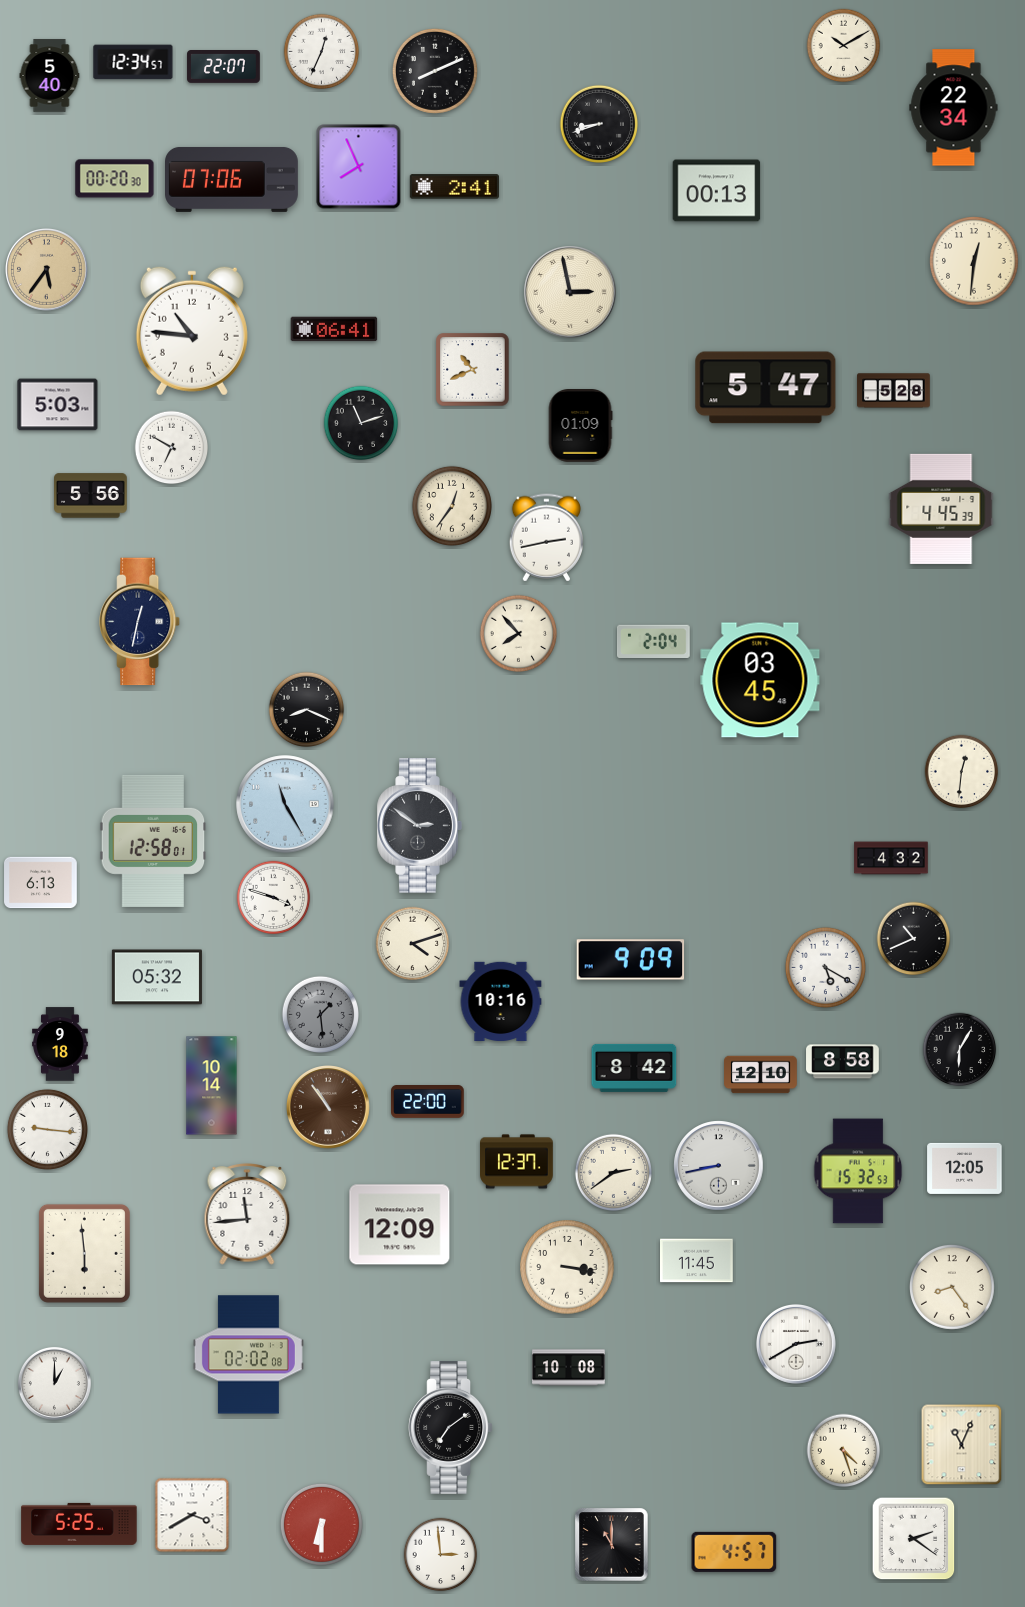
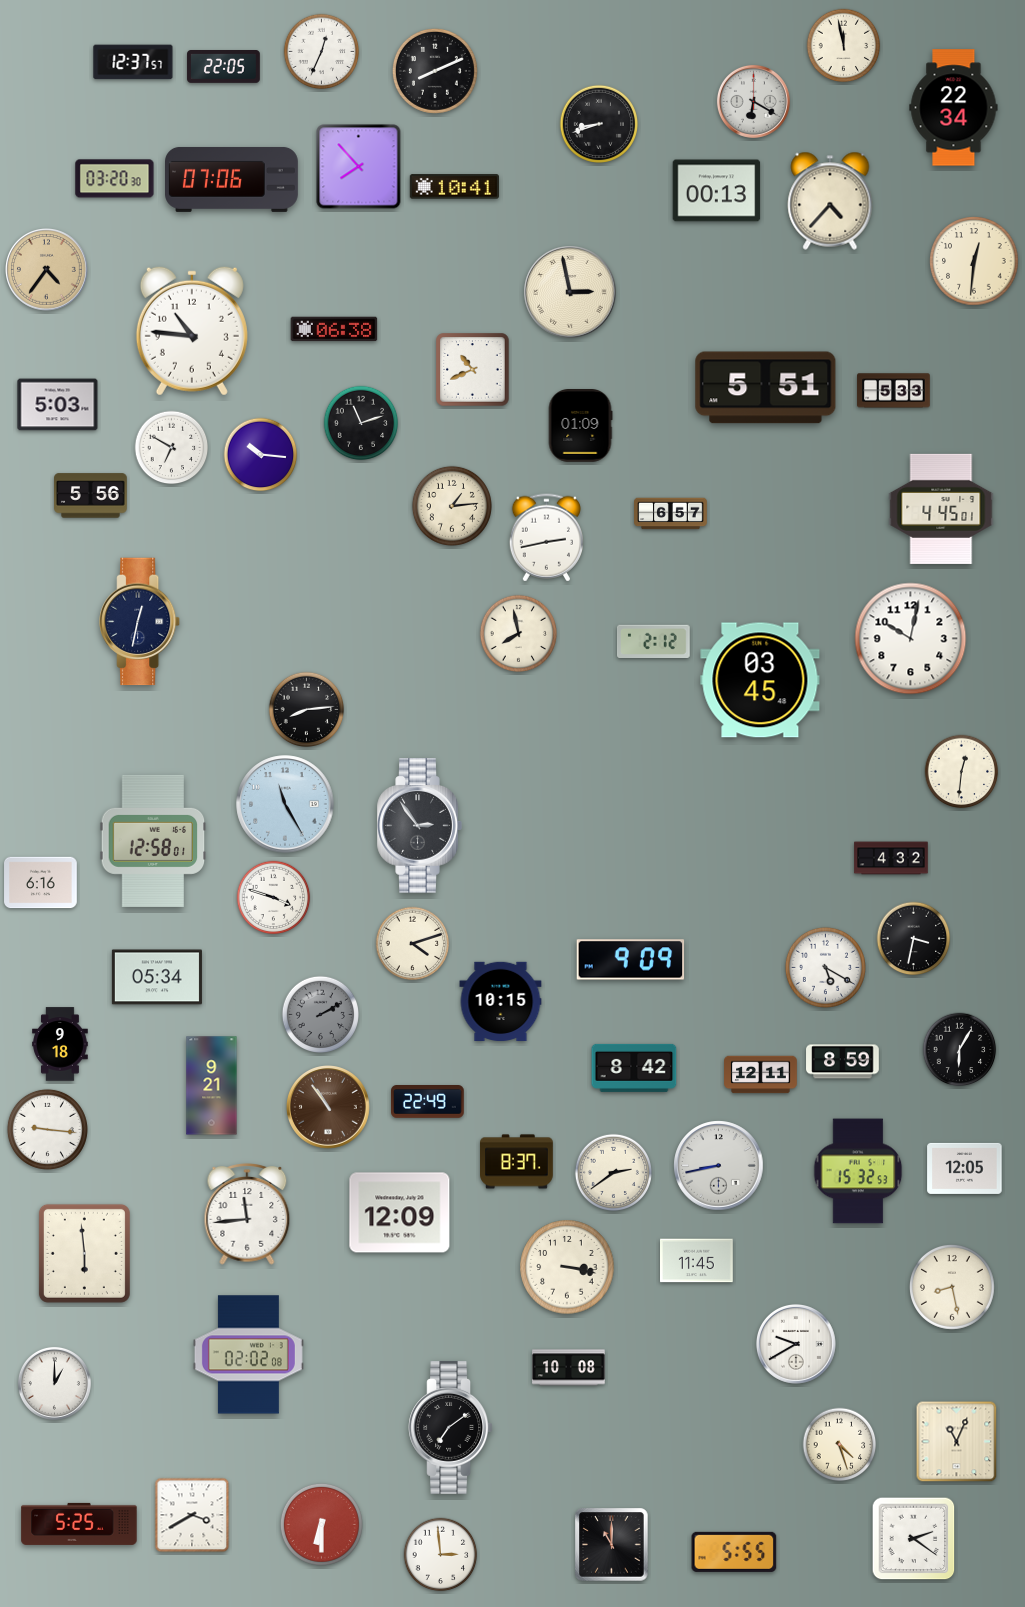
clock at (844, 46): 10:10 -> 11:58
clock at (133, 62): 12:34 -> 12:37
clock at (224, 67): 22:07 -> 22:05
clock at (50, 76): 5:40 -> none
clock at (753, 101): none -> 6:20
clock at (359, 167): 7:56 -> 7:53
clock at (115, 179): 00:20 -> 03:20
clock at (454, 187): 2:41 -> 10:41
clock at (830, 201): none -> 4:37
clock at (47, 270): 5:36 -> 4:36
clock at (334, 329): 06:41 -> 06:38
clock at (766, 388): 5:47 -> 5:51
clock at (894, 391): 5:28 -> 5:33
clock at (261, 455): none -> 10:16
clock at (452, 506): 12:36 -> 1:14
clock at (941, 509): 4:45:39 -> 4:45:01
clock at (671, 514): none -> 6:57
clock at (518, 633): 7:53 -> 7:58
clock at (911, 639): none -> 10:02
clock at (654, 641): 2:04 -> 2:12
clock at (307, 710): 8:19 -> 8:14
clock at (419, 826): 2:51 -> 2:54
clock at (41, 883): 6:13 -> 6:16
clock at (914, 939): 10:41 -> 3:32
clock at (157, 977): 05:32 -> 05:34
clock at (501, 1001): 10:16 -> 10:15
clock at (320, 1014): 1:29 -> 2:10
clock at (843, 1062): 8:58 -> 8:59
clock at (761, 1075): 12:10 -> 12:11
clock at (212, 1086): 10:14 -> 9:21
clock at (428, 1102): 22:00 -> 22:49
clock at (517, 1162): 12:37 -> 8:37
clock at (400, 1225) position: (400, 1225) -> (400, 1213)
clock at (952, 1287): 8:24 -> 8:28
clock at (796, 1344): 2:40 -> 9:40
clock at (962, 1445) position: (962, 1445) -> (957, 1442)
clock at (844, 1451) position: (844, 1451) -> (840, 1445)
clock at (734, 1552): 4:57 -> 5:55
